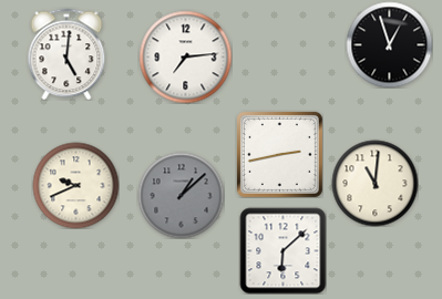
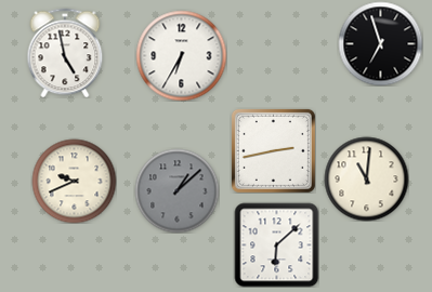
clock at (389, 44): 12:57 -> 6:57
clock at (66, 54): 5:01 -> 4:58
clock at (185, 56): 7:14 -> 6:35
